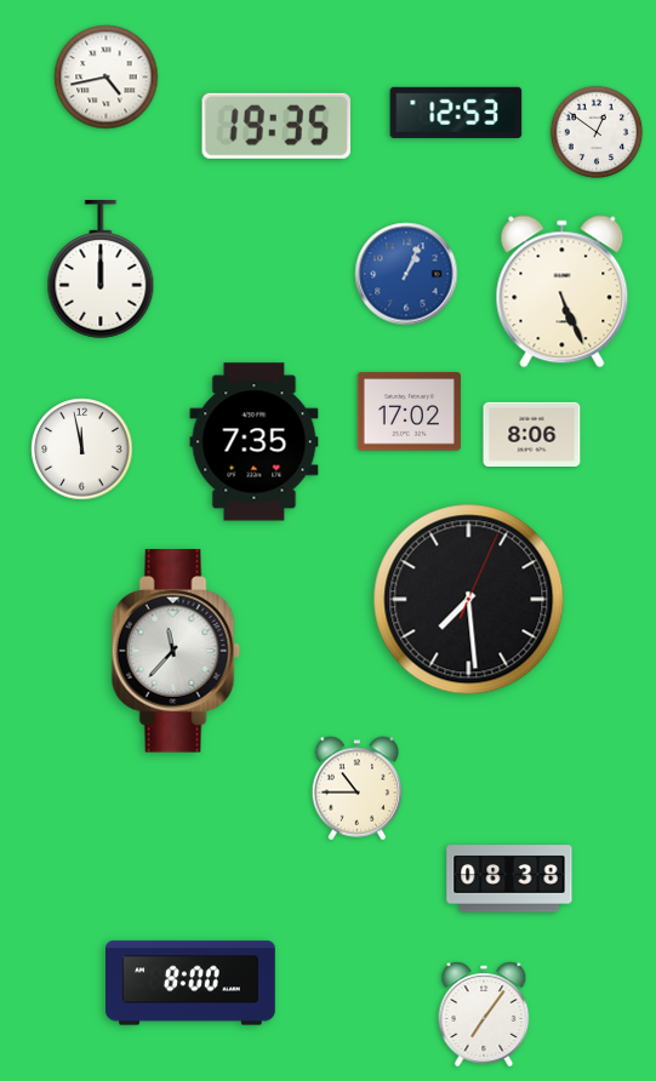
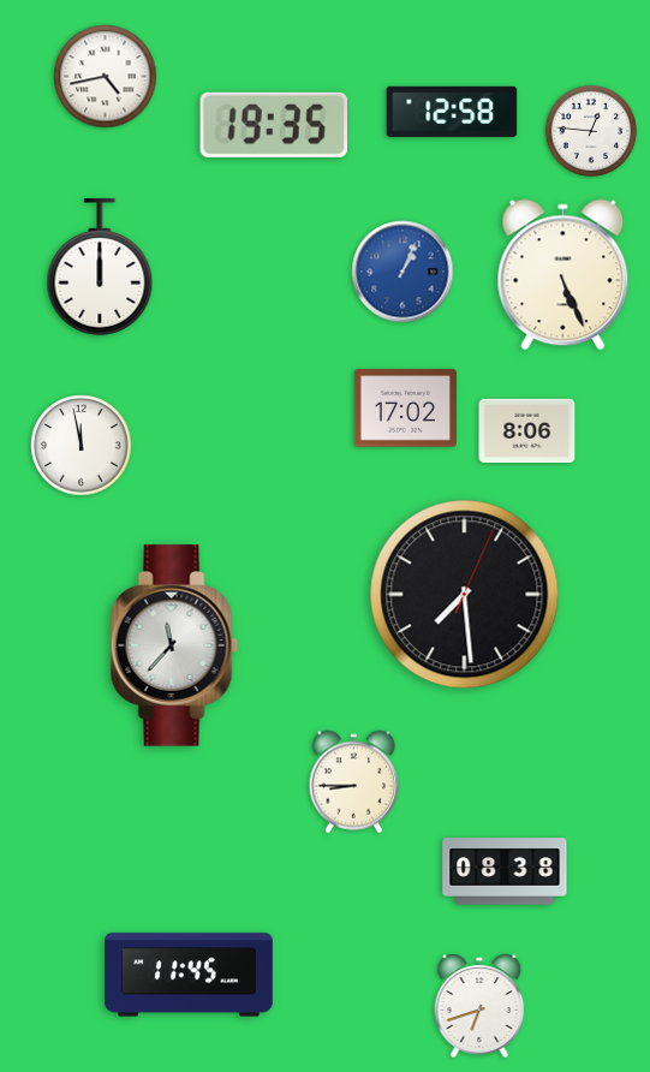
clock at (456, 113): 12:53 -> 12:58
clock at (597, 132): 12:51 -> 12:46
clock at (563, 292) position: (563, 292) -> (563, 275)
clock at (255, 442): 7:35 -> none
clock at (358, 789): 10:45 -> 8:45
clock at (192, 983): 8:00 -> 11:45
clock at (484, 1014): 7:06 -> 6:42
